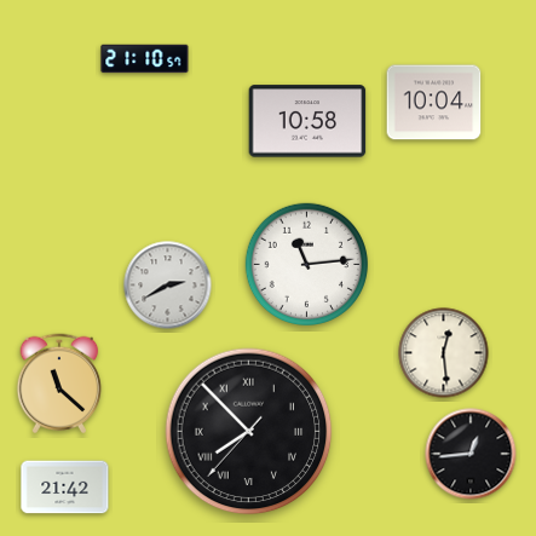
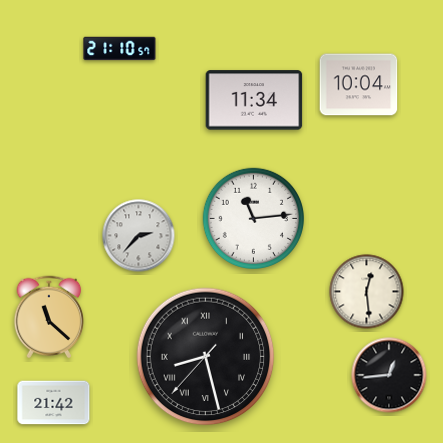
clock at (307, 121): 10:58 -> 11:34
clock at (168, 286): 2:40 -> 2:37
clock at (249, 432): 7:52 -> 8:27
